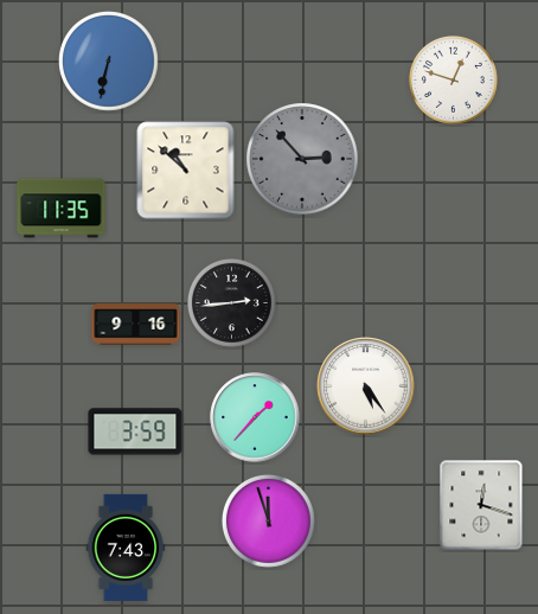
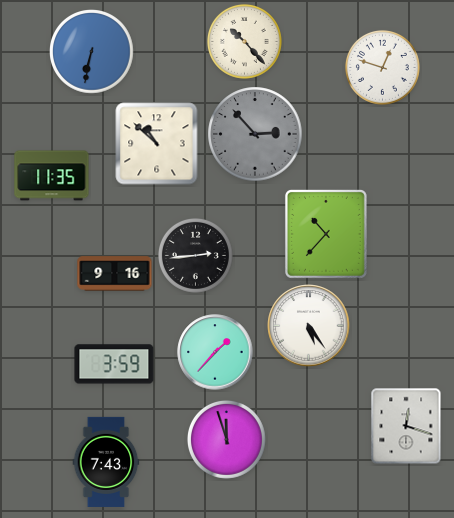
clock at (244, 41): none -> 10:23
clock at (326, 234): none -> 10:37
